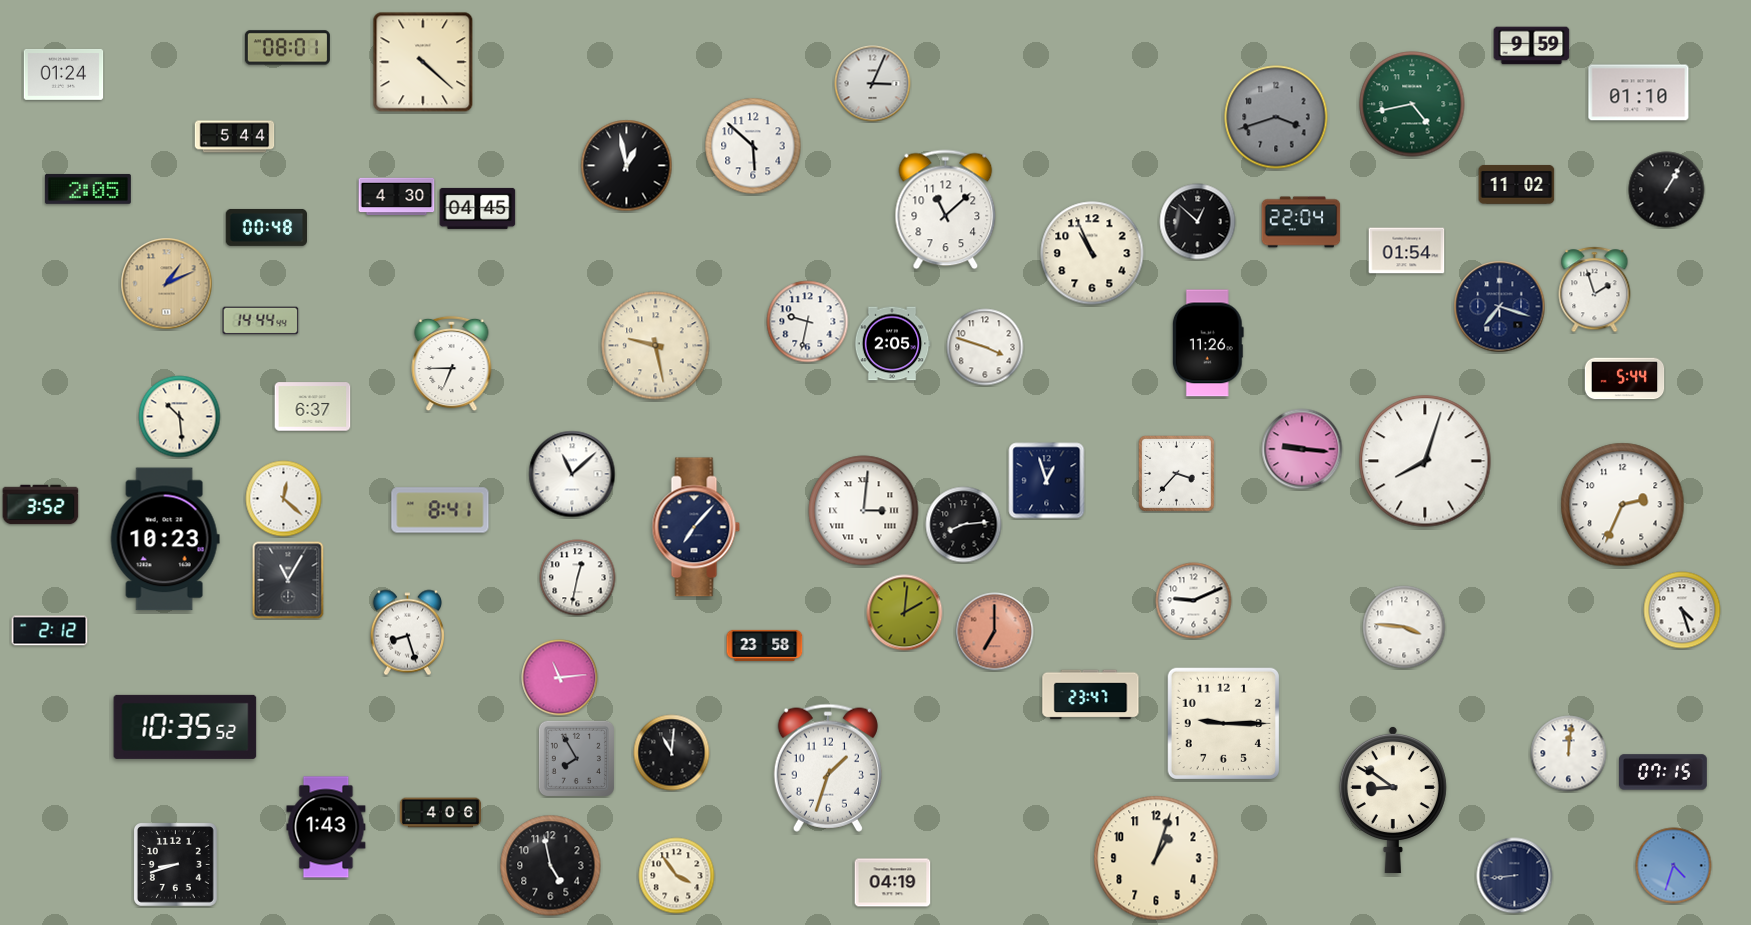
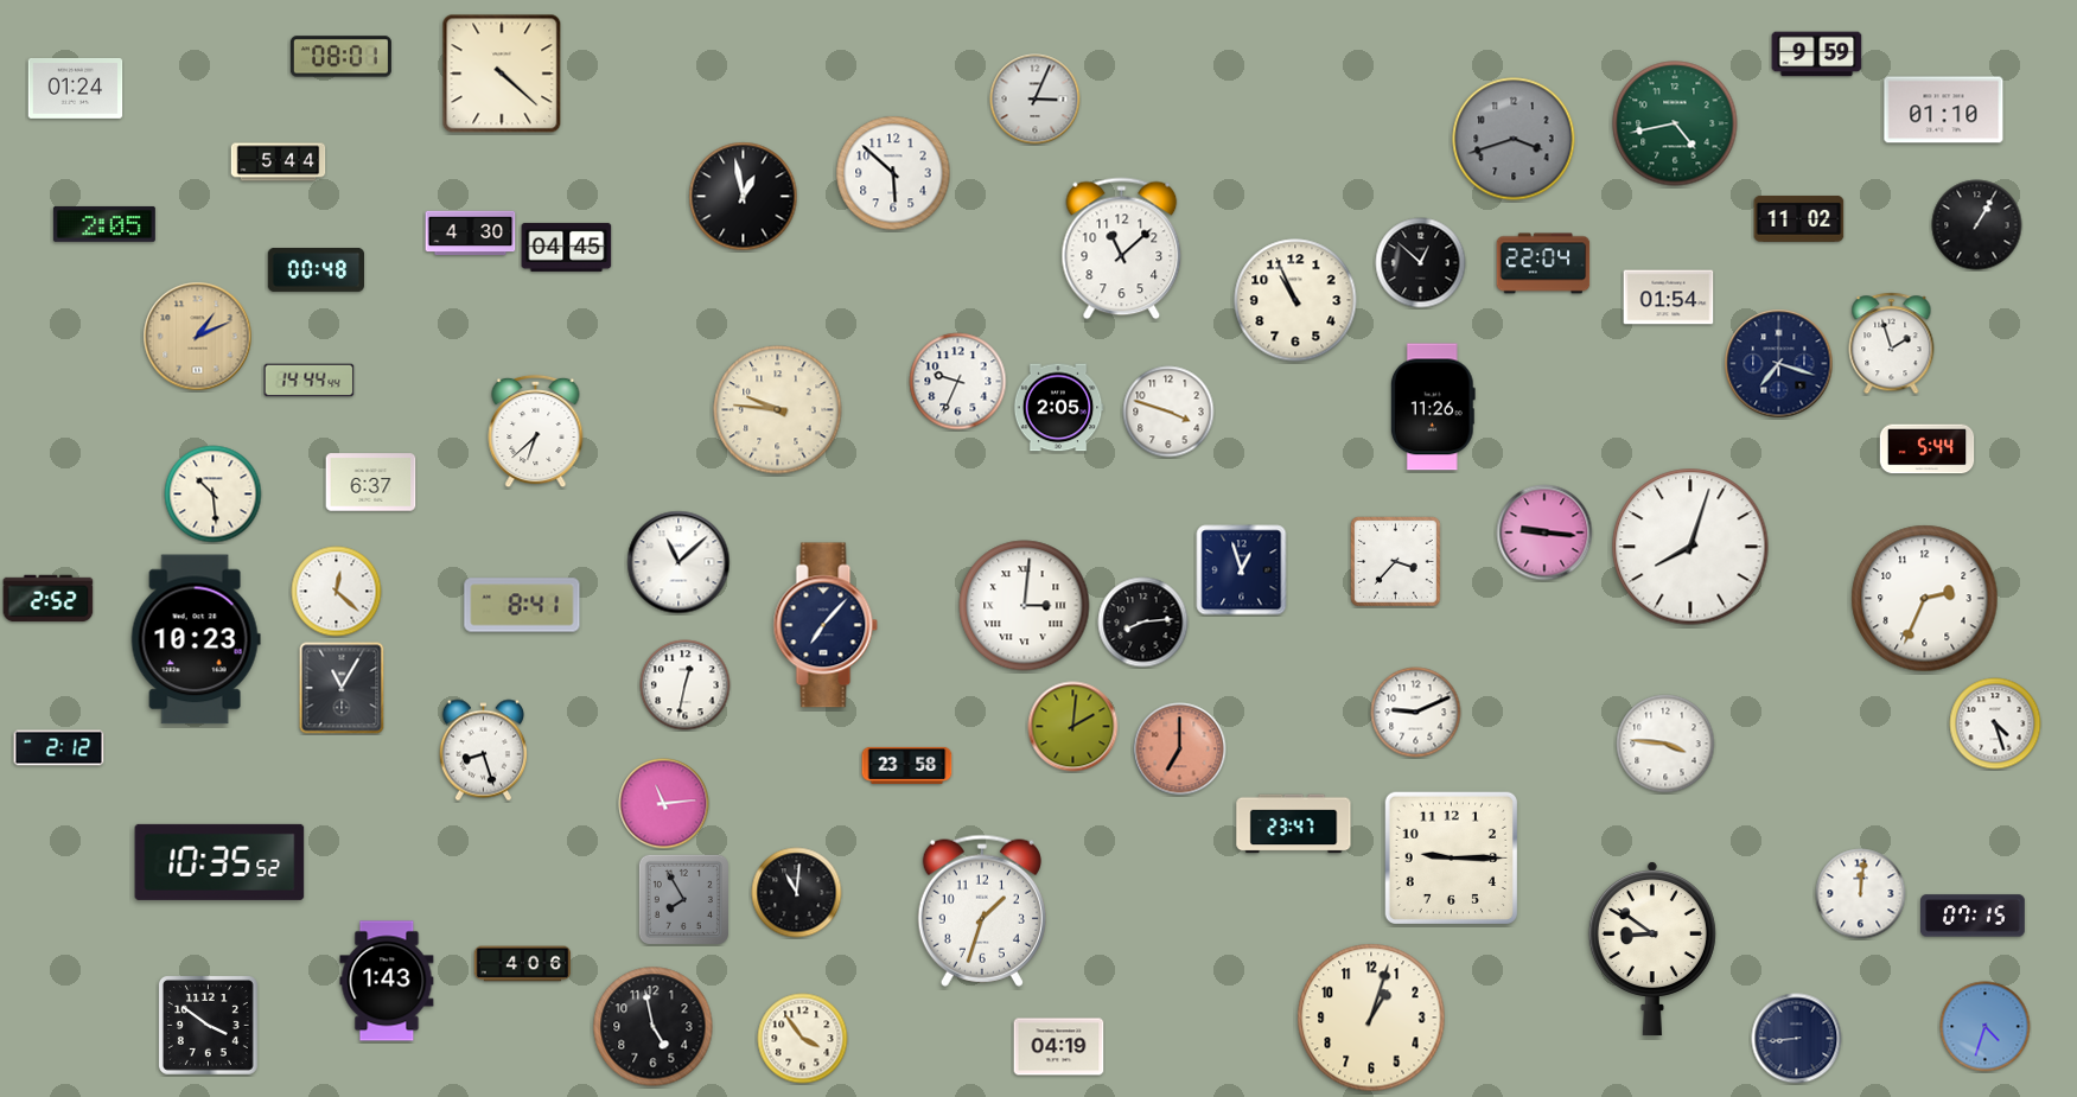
clock at (808, 322): 9:32 -> 9:34
clock at (656, 346): 9:28 -> 9:46
clock at (452, 364): 6:45 -> 6:38
clock at (41, 505): 3:52 -> 2:52
clock at (175, 864): 8:42 -> 3:51
